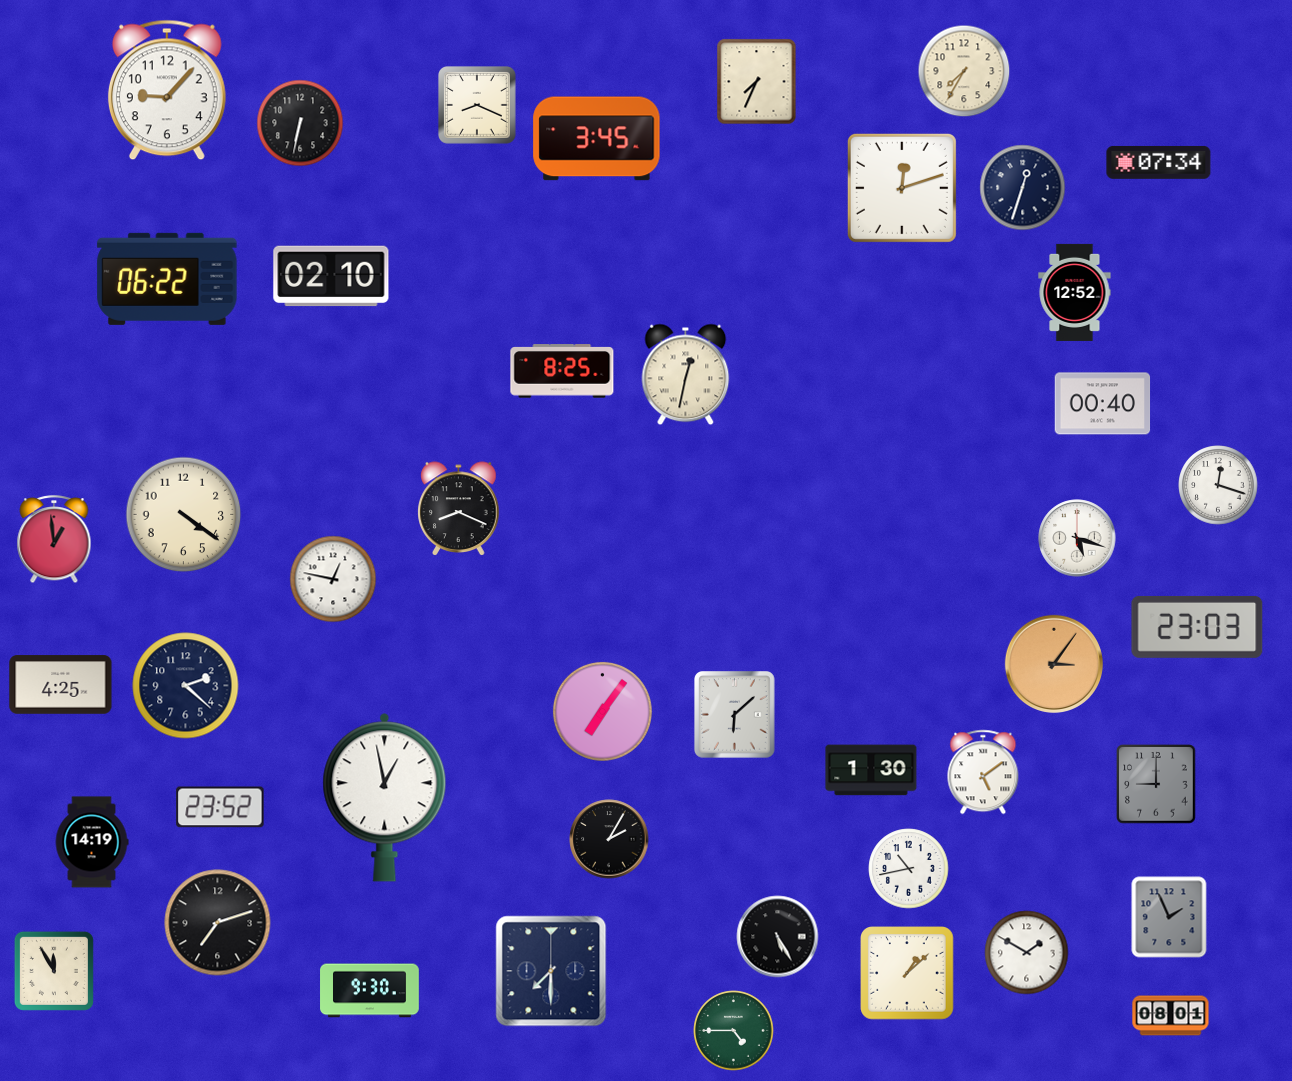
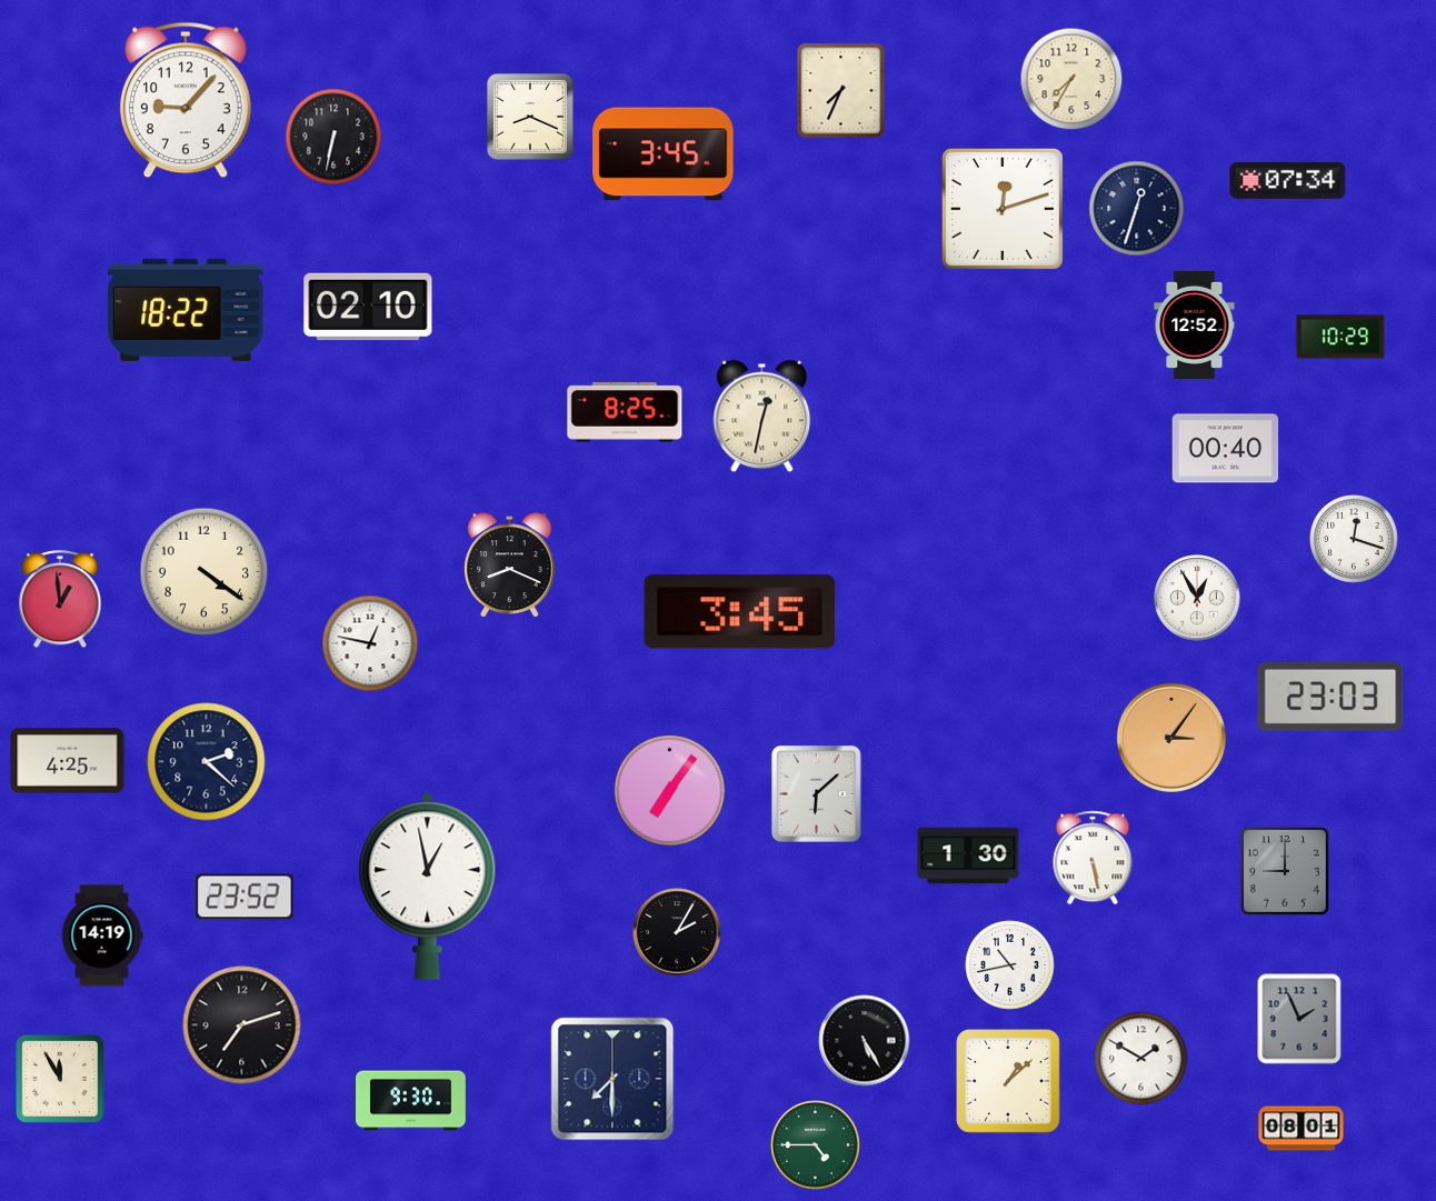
clock at (167, 279): 06:22 -> 18:22
clock at (1340, 337): none -> 10:29
clock at (1077, 538): 5:18 -> 12:55
clock at (740, 612): none -> 3:45
clock at (983, 772): 5:09 -> 5:28
